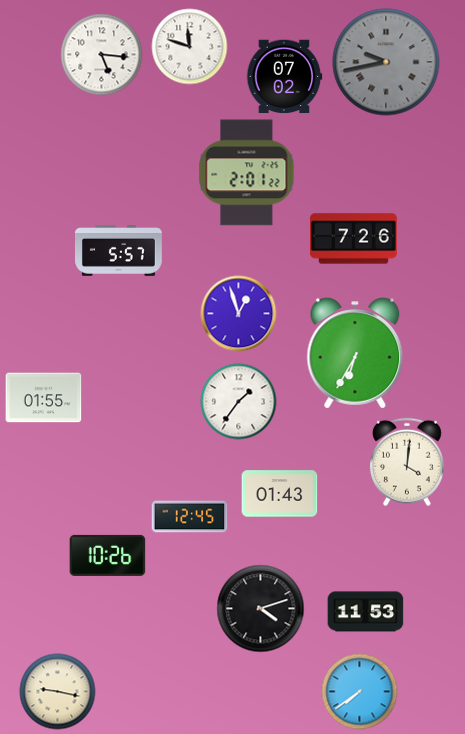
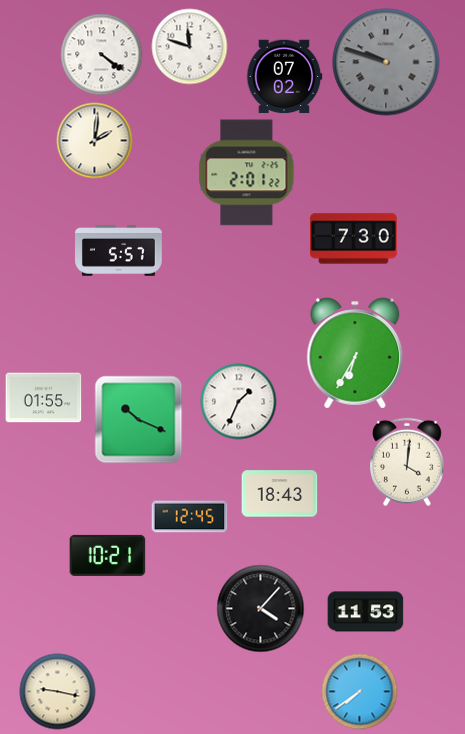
clock at (102, 55): 5:16 -> 4:21
clock at (386, 62): 9:43 -> 9:48
clock at (95, 141): none -> 2:01
clock at (354, 239): 7:26 -> 7:30
clock at (239, 314): 12:57 -> none
clock at (239, 402): 1:36 -> 1:34
clock at (139, 420): none -> 10:19
clock at (280, 494): 01:43 -> 18:43
clock at (108, 555): 10:26 -> 10:21
clock at (261, 609): 4:12 -> 4:07
